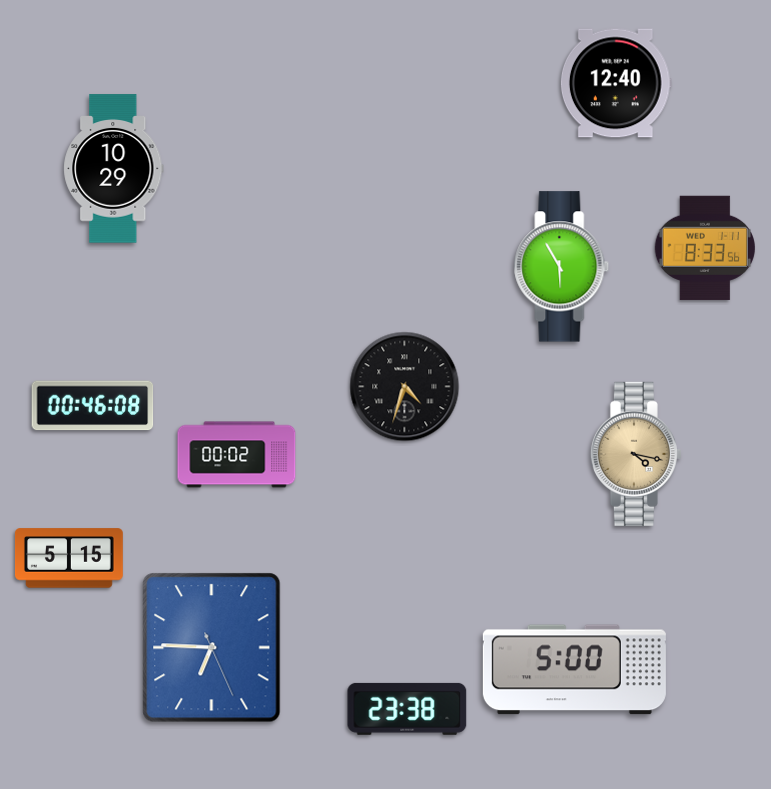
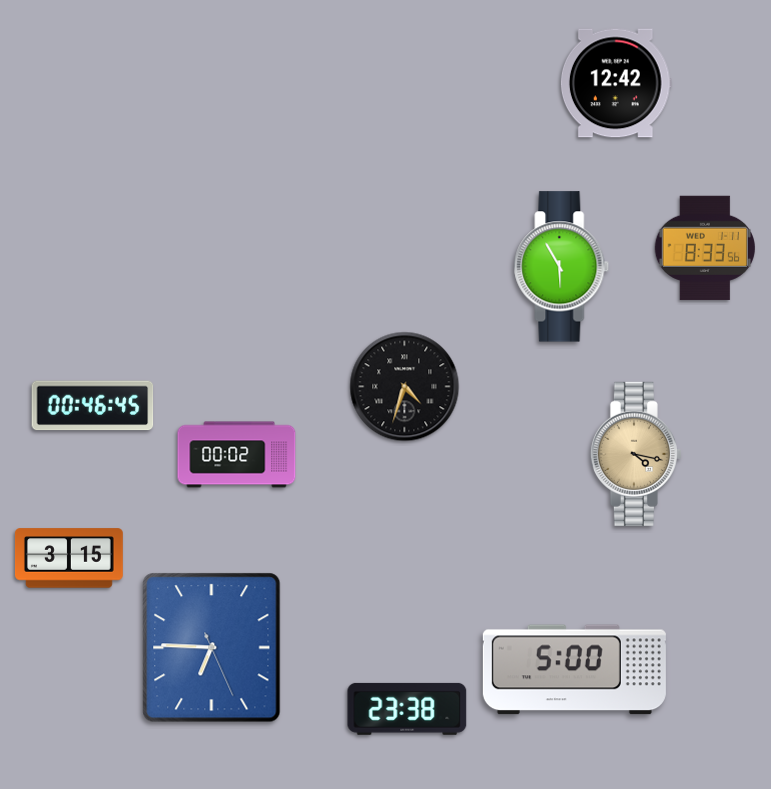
clock at (616, 83): 12:40 -> 12:42
clock at (114, 169): 10:29 -> none
clock at (93, 406): 00:46:08 -> 00:46:45
clock at (69, 558): 5:15 -> 3:15
